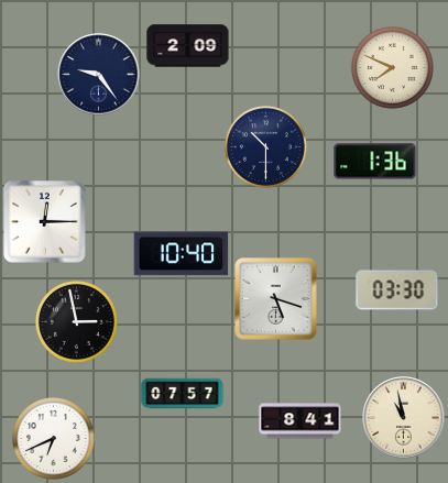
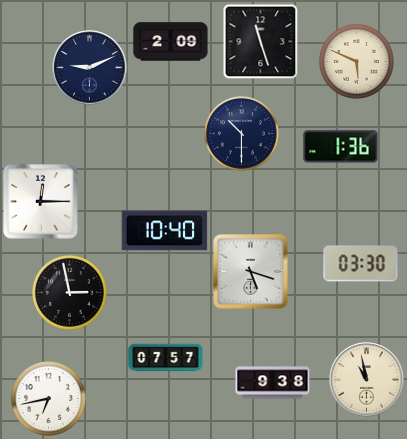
clock at (261, 42): none -> 11:27
clock at (392, 67): 7:49 -> 5:49
clock at (99, 75): 9:24 -> 9:11
clock at (301, 421): 8:41 -> 9:38
clock at (53, 438): 6:41 -> 6:43
